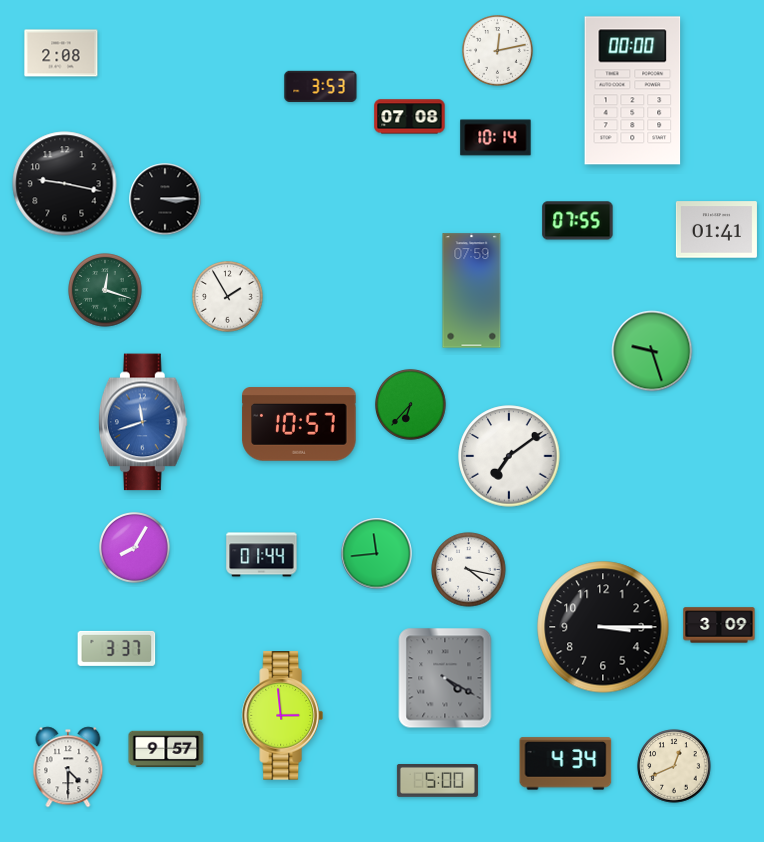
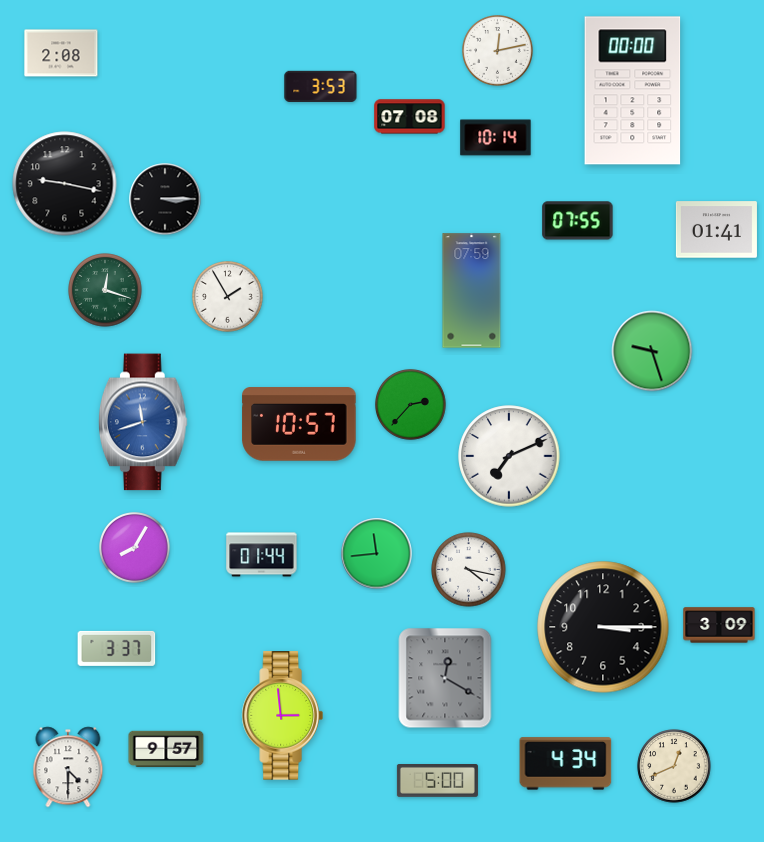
clock at (411, 405): 6:37 -> 2:37
clock at (509, 456): 7:09 -> 7:11
clock at (445, 678): 4:20 -> 12:20
